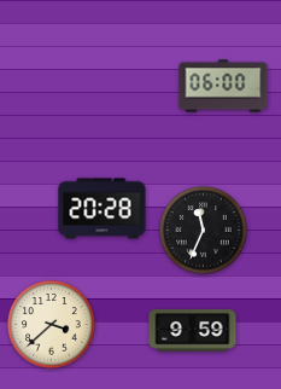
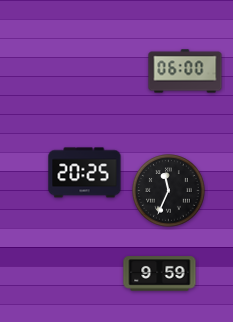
clock at (103, 209): 20:28 -> 20:25
clock at (52, 325): 3:38 -> none
